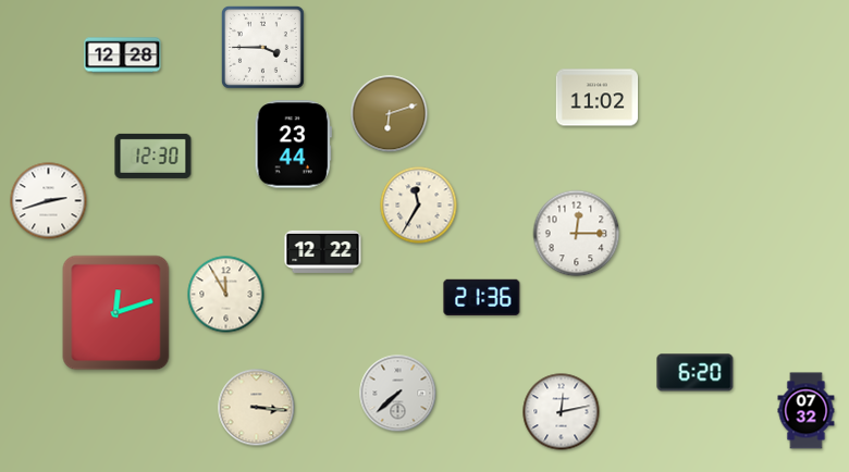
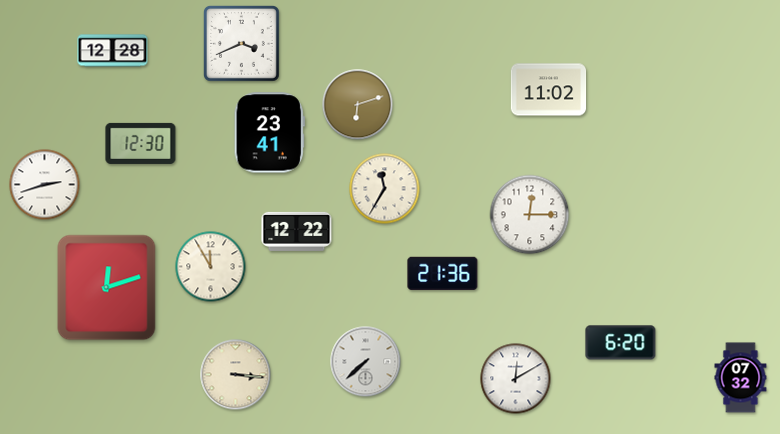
clock at (262, 47): 3:45 -> 3:41
clock at (293, 145): 23:44 -> 23:41
clock at (226, 295) position: (226, 295) -> (211, 267)
clock at (696, 373) position: (696, 373) -> (621, 343)
clock at (562, 412): 12:13 -> 12:10
